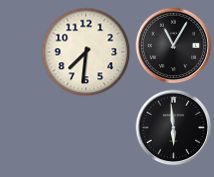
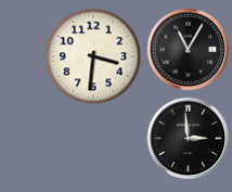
clock at (86, 52): 7:31 -> 3:31
clock at (174, 128): 5:59 -> 2:59
